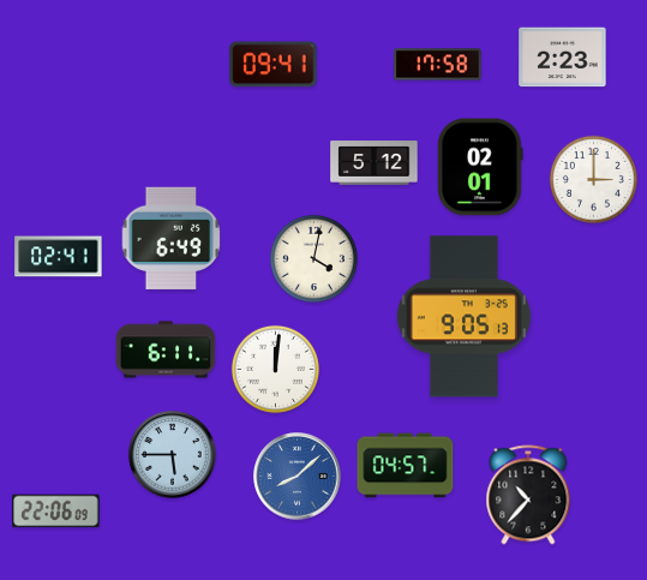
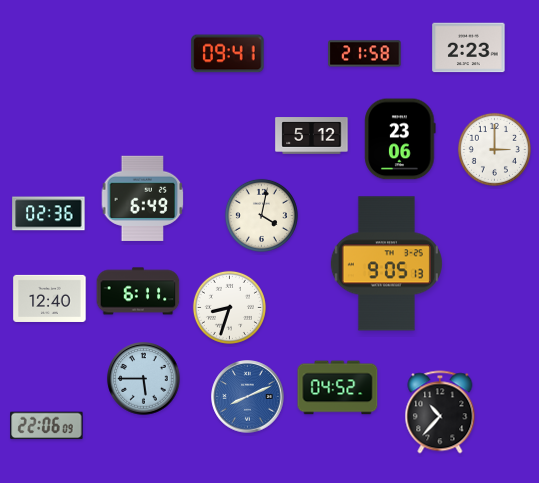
clock at (438, 65): 17:58 -> 21:58
clock at (480, 167): 02:01 -> 23:06
clock at (59, 257): 02:41 -> 02:36
clock at (50, 298): none -> 12:40
clock at (275, 369): 12:01 -> 8:33
clock at (406, 466): 04:57 -> 04:52
clock at (298, 477): 8:08 -> 8:11
